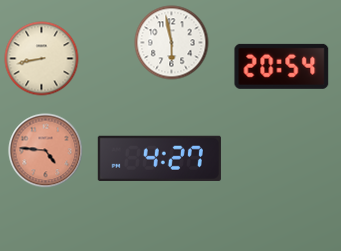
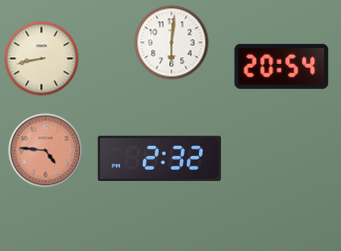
clock at (172, 43): 5:58 -> 6:01
clock at (159, 158): 4:27 -> 2:32
